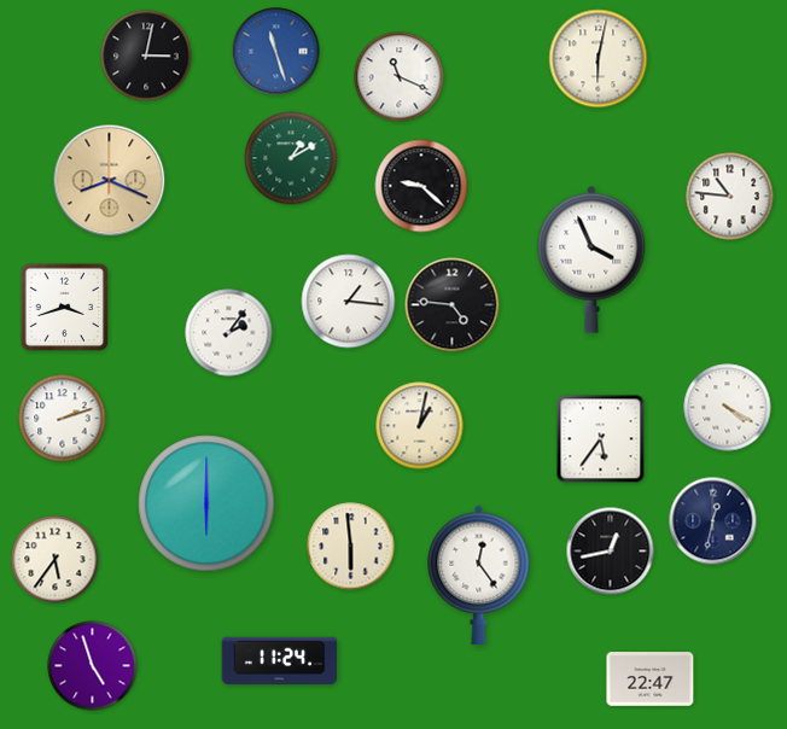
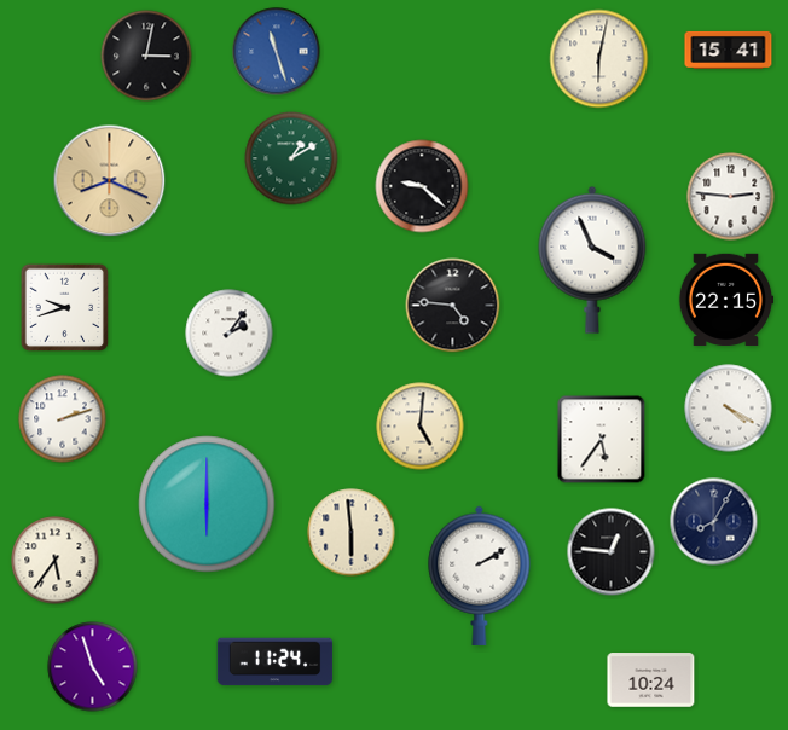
clock at (729, 50): none -> 15:41
clock at (400, 77): 11:19 -> none
clock at (730, 197): 10:46 -> 2:46
clock at (726, 299): none -> 22:15
clock at (349, 302): 1:16 -> none
clock at (65, 308): 3:42 -> 9:42
clock at (420, 426): 1:02 -> 5:01
clock at (713, 521): 12:32 -> 8:05
clock at (351, 547) position: (351, 547) -> (352, 533)
clock at (611, 552): 12:43 -> 12:46
clock at (479, 575): 12:24 -> 2:10
clock at (280, 661) position: (280, 661) -> (276, 662)
clock at (651, 680): 22:47 -> 10:24
